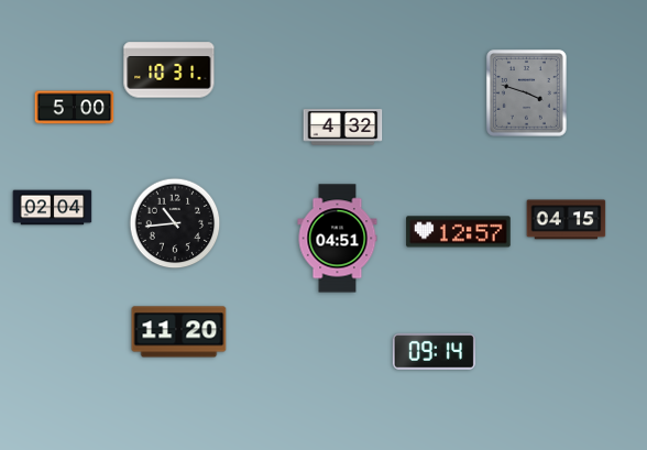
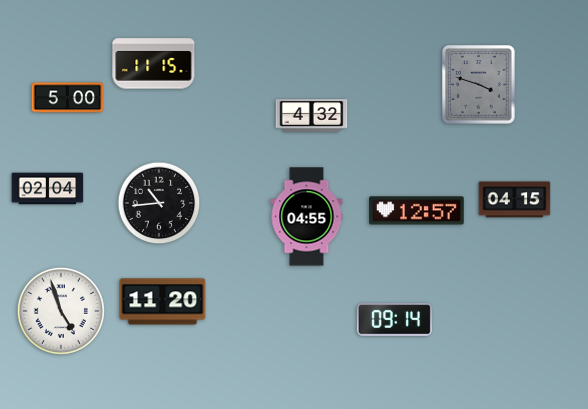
clock at (169, 70): 10:31 -> 11:15
clock at (338, 239): 04:51 -> 04:55
clock at (61, 311): none -> 4:57
